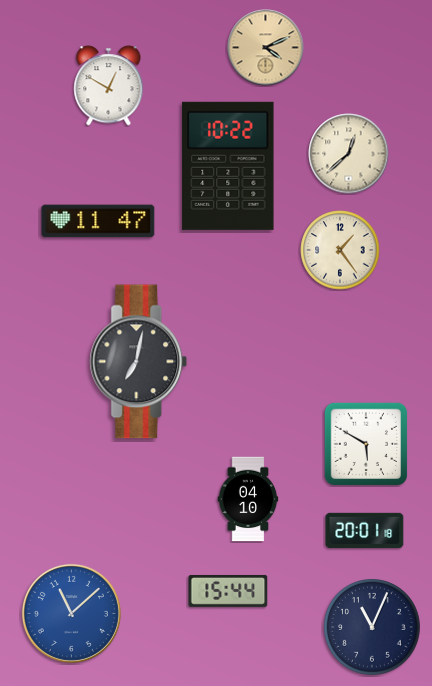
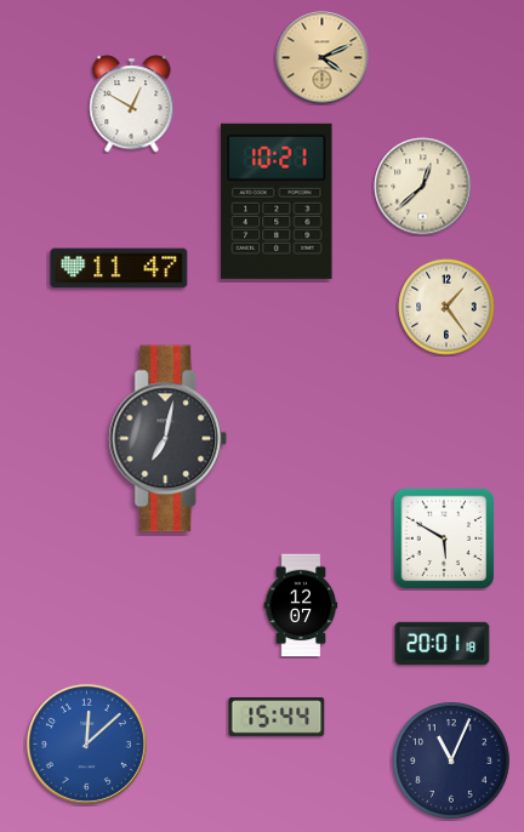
clock at (228, 166): 10:22 -> 10:21
clock at (340, 250) position: (340, 250) -> (446, 307)
clock at (248, 499): 04:10 -> 12:07
clock at (71, 613): 11:08 -> 12:08
